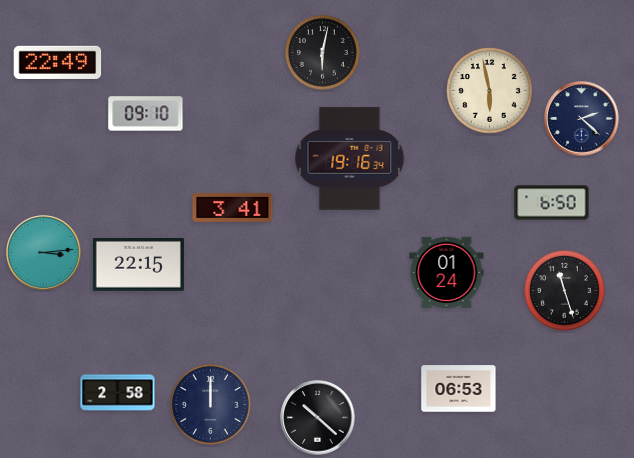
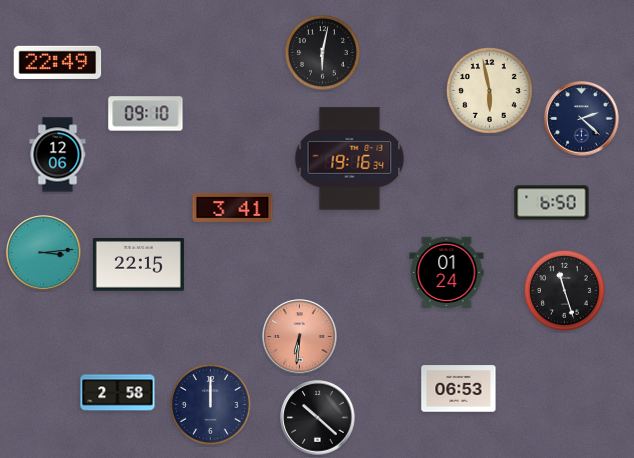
clock at (58, 155): none -> 12:06
clock at (300, 337): none -> 6:31
